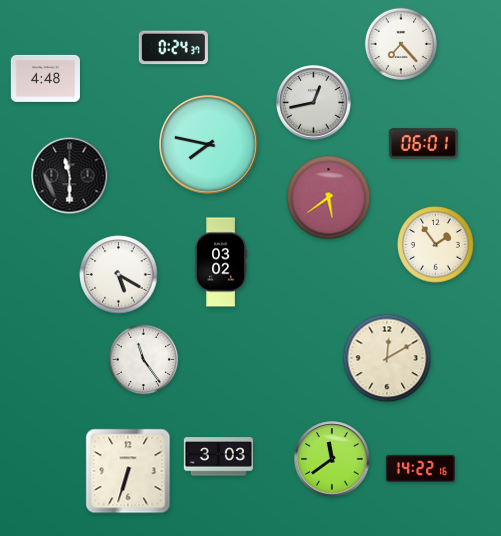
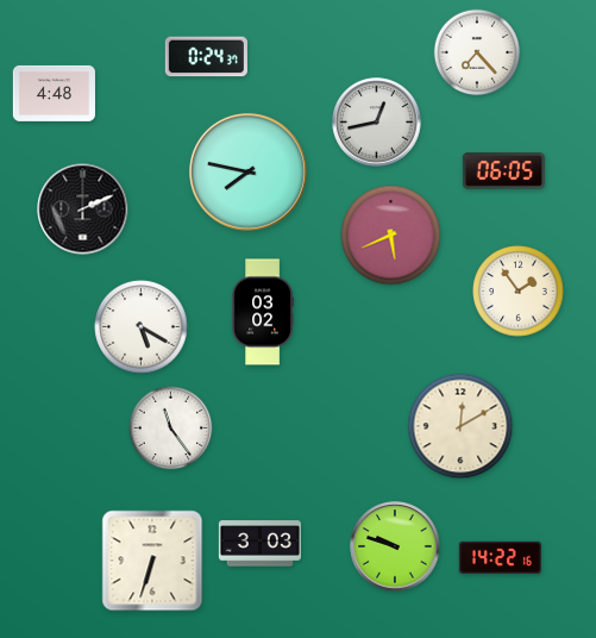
clock at (314, 103) position: (314, 103) -> (377, 123)
clock at (423, 144): 06:01 -> 06:05
clock at (70, 176): 11:30 -> 2:11
clock at (329, 198): 5:39 -> 5:41
clock at (332, 459): 11:39 -> 9:48
